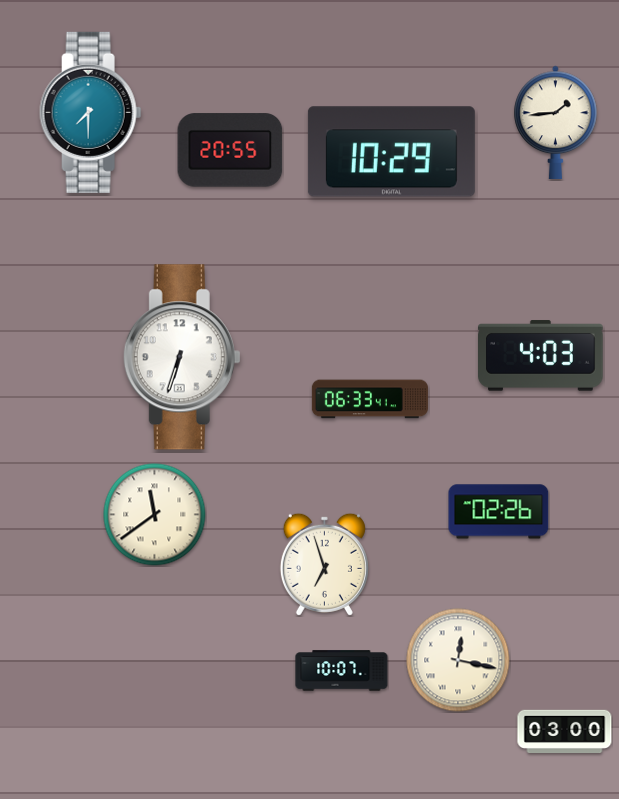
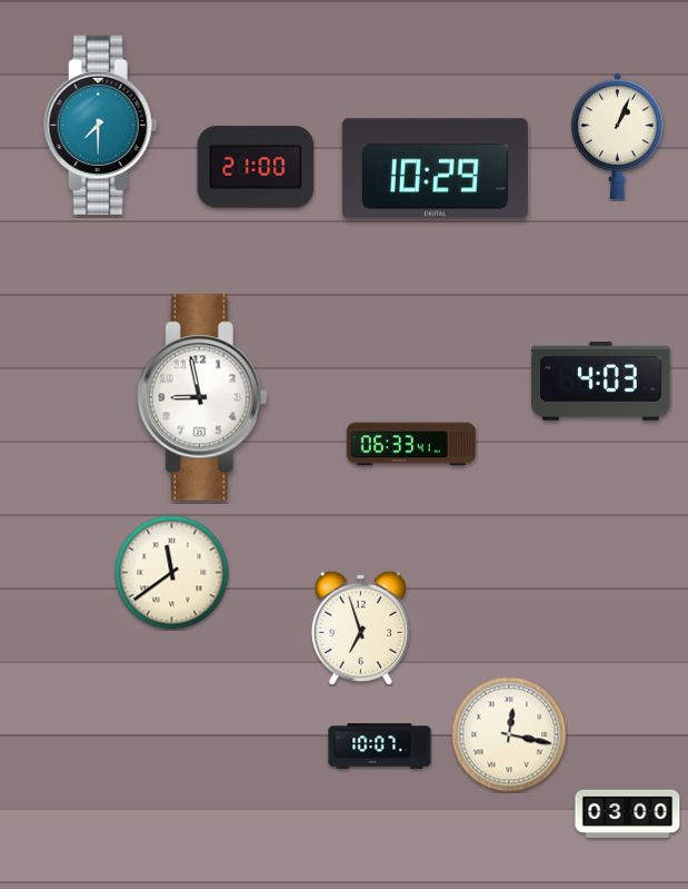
clock at (556, 122): 1:44 -> 1:04
clock at (230, 150): 20:55 -> 21:00
clock at (541, 356) position: (541, 356) -> (601, 382)
clock at (182, 357): 6:33 -> 8:58
clock at (499, 512): 02:26 -> none
